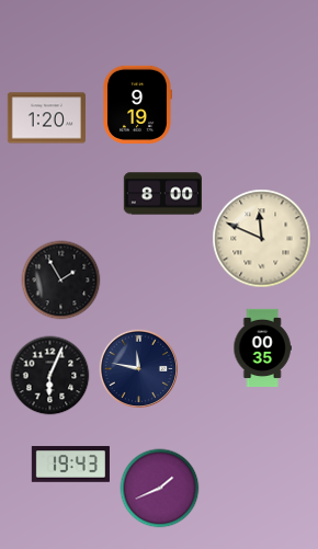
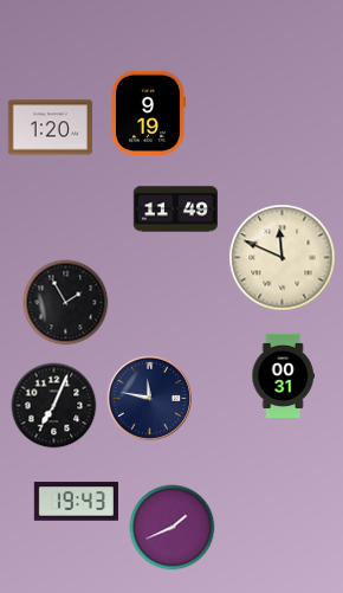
clock at (162, 194): 8:00 -> 11:49
clock at (262, 347): 00:35 -> 00:31
clock at (50, 376): 6:04 -> 7:04
